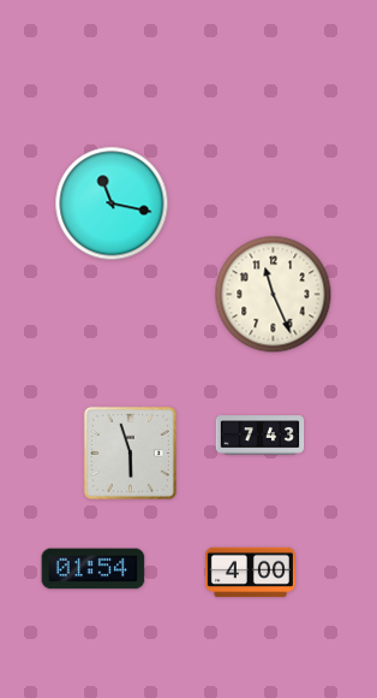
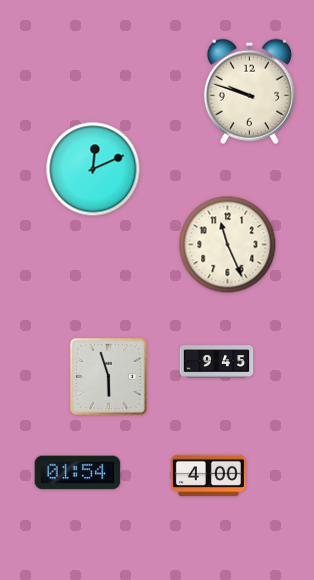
clock at (249, 91): none -> 9:48
clock at (112, 203): 11:17 -> 12:11
clock at (261, 436): 7:43 -> 9:45
